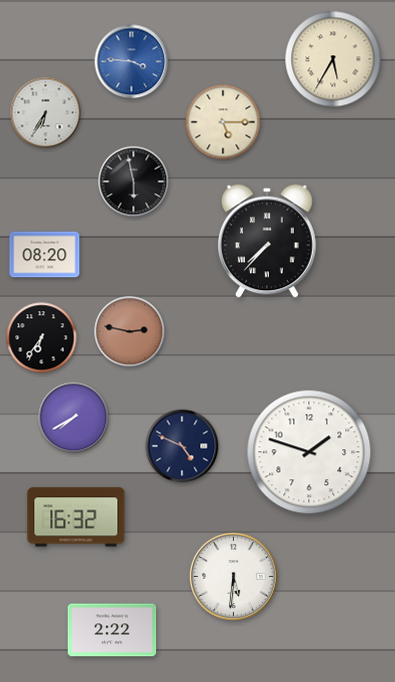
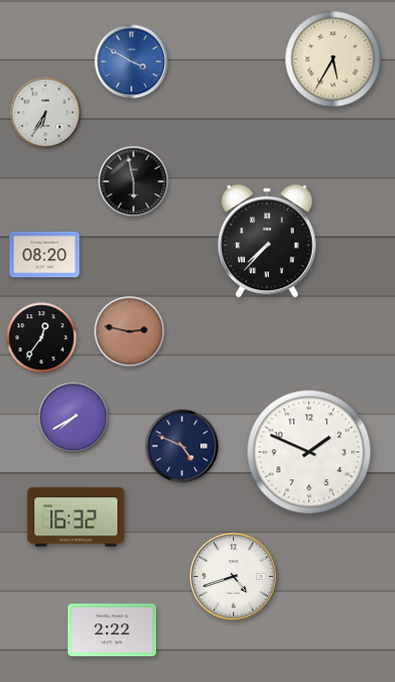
clock at (132, 62): 3:46 -> 3:50
clock at (223, 122): 5:15 -> none
clock at (42, 338): 6:36 -> 12:36
clock at (309, 452): 1:48 -> 1:49
clock at (233, 576): 5:31 -> 4:42
